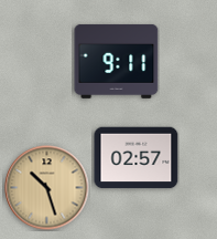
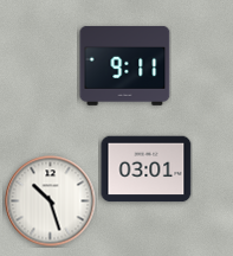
clock at (137, 158): 02:57 -> 03:01
clock at (47, 188) dial: champagne -> white
